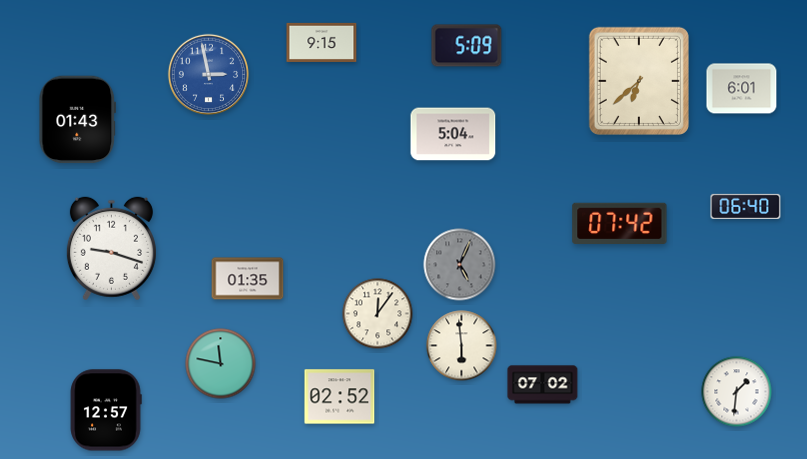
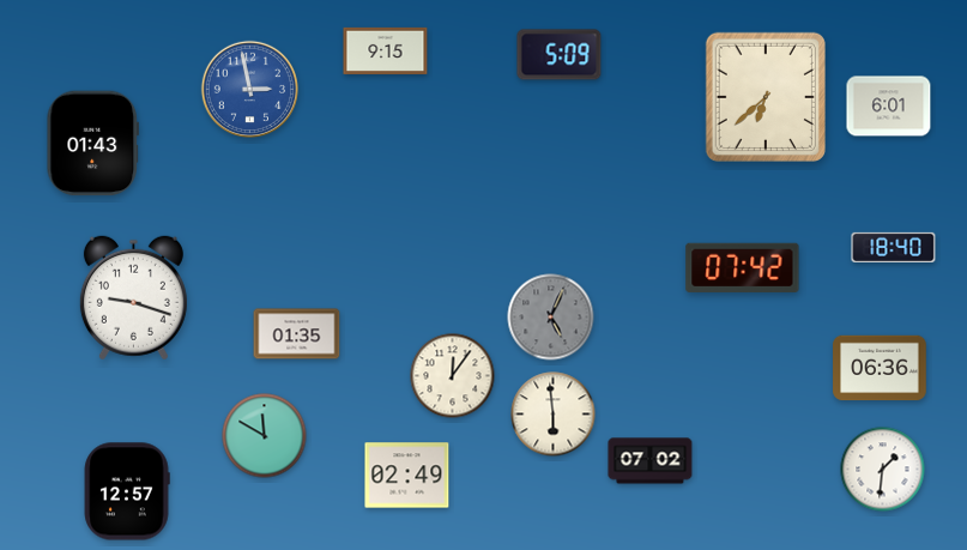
clock at (453, 134): 5:04 -> none
clock at (746, 206): 06:40 -> 18:40
clock at (880, 368): none -> 06:36
clock at (221, 364): 11:47 -> 11:50
clock at (340, 397): 02:52 -> 02:49
